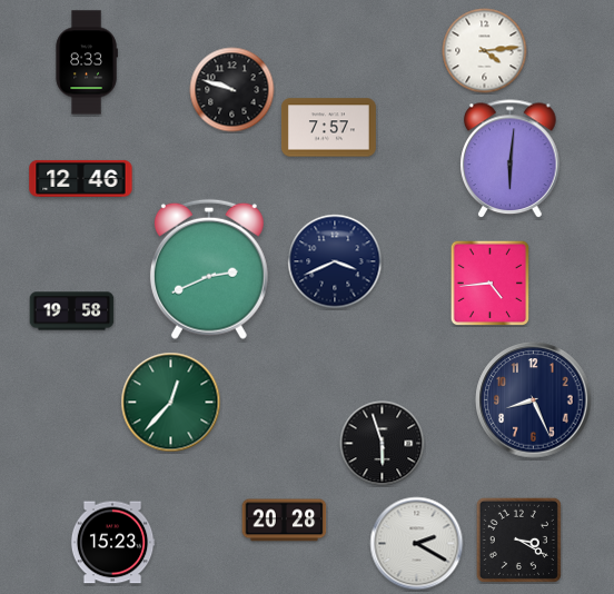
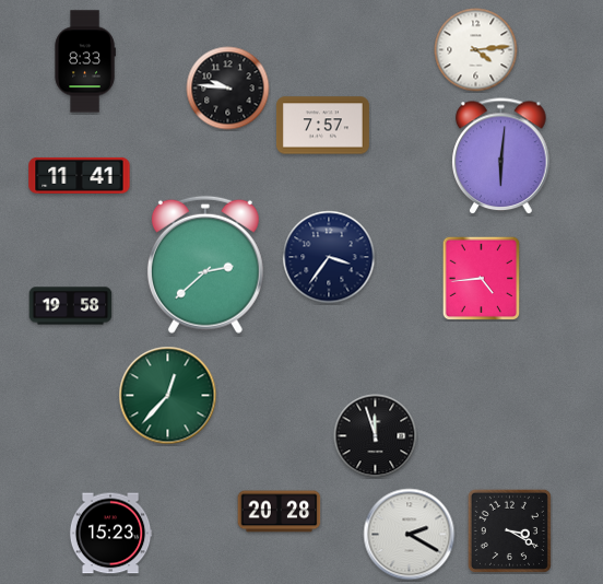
clock at (232, 90): 9:48 -> 9:46
clock at (81, 178): 12:46 -> 11:41
clock at (335, 261): 3:41 -> 3:36
clock at (209, 269): 2:41 -> 2:38
clock at (534, 400): 8:26 -> none
clock at (383, 444): 5:57 -> 11:57
